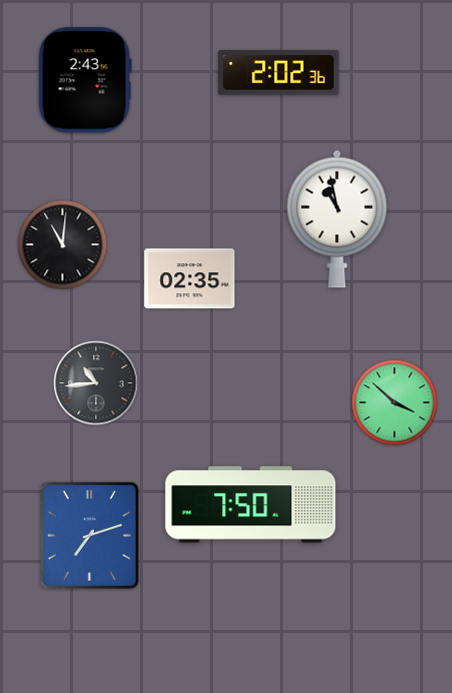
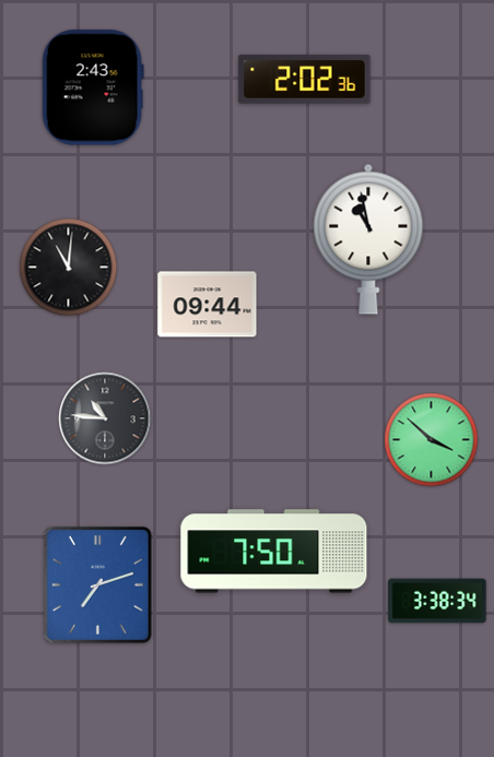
clock at (190, 279): 02:35 -> 09:44
clock at (96, 383): 10:44 -> 10:46
clock at (437, 601): none -> 3:38
